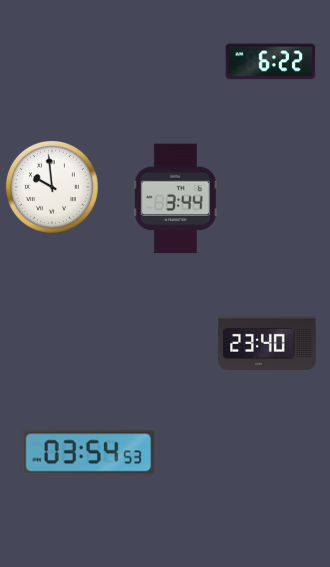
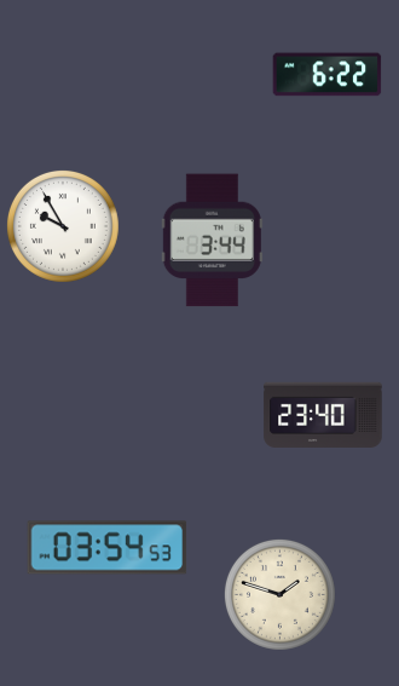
clock at (52, 187): 9:59 -> 9:55
clock at (279, 594): none -> 1:48
